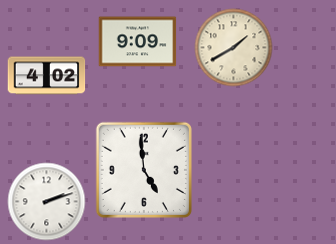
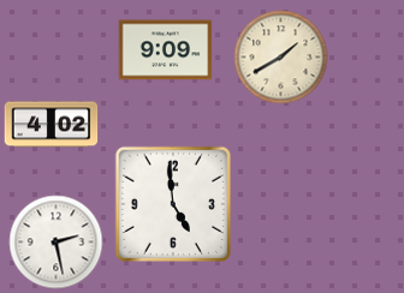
clock at (46, 76) position: (46, 76) -> (50, 125)
clock at (46, 201): 2:12 -> 2:28
